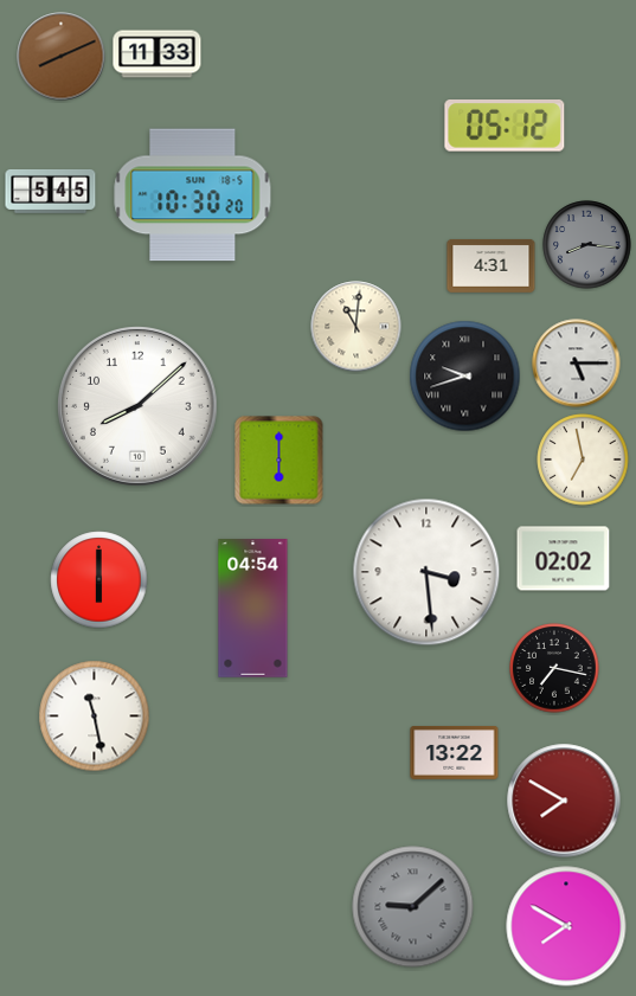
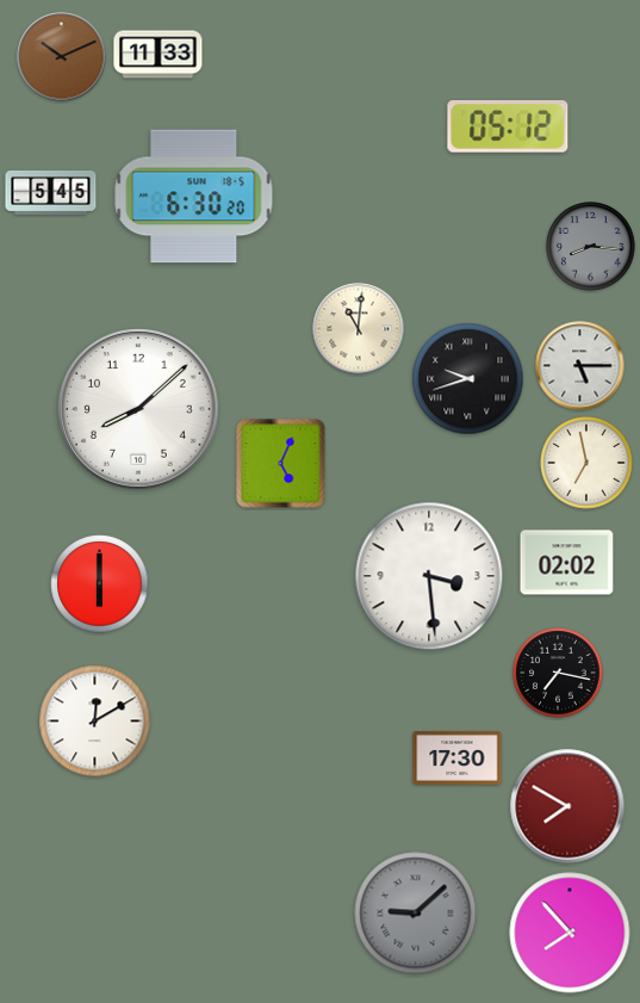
clock at (62, 57): 8:11 -> 10:11
clock at (193, 195): 10:30 -> 6:30
clock at (492, 266): 4:31 -> none
clock at (280, 461): 6:00 -> 5:04
clock at (253, 609): 04:54 -> none
clock at (95, 717): 11:28 -> 12:10
clock at (455, 753): 13:22 -> 17:30
clock at (566, 926): 7:50 -> 7:53
